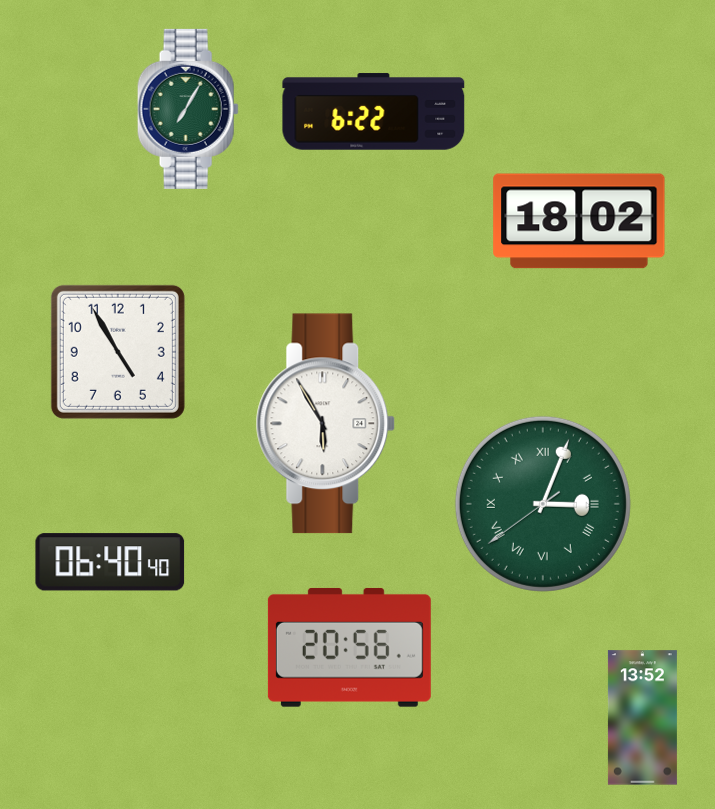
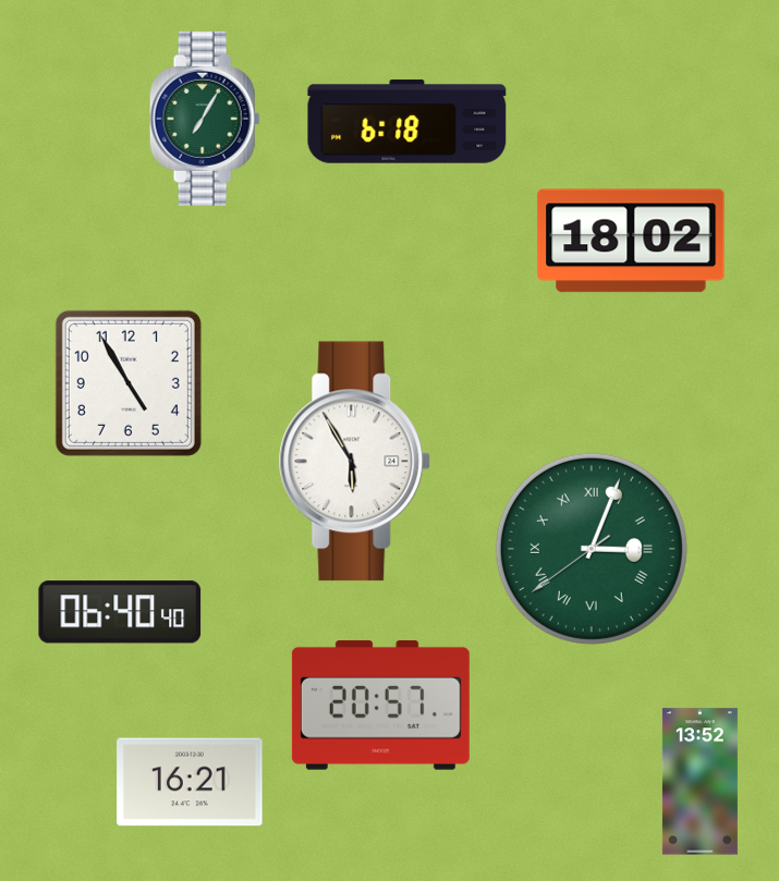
clock at (374, 112): 6:22 -> 6:18
clock at (349, 647): 20:56 -> 20:57
clock at (190, 782): none -> 16:21
